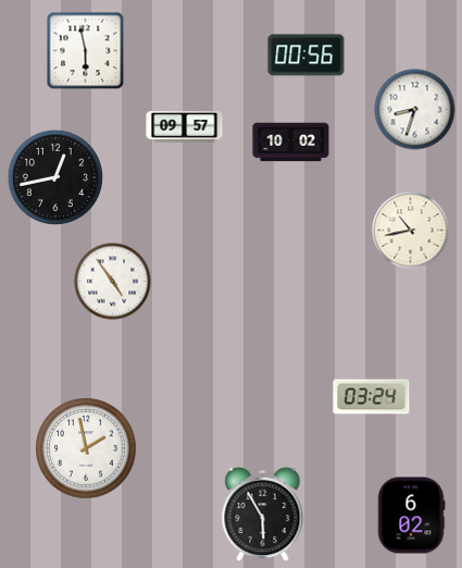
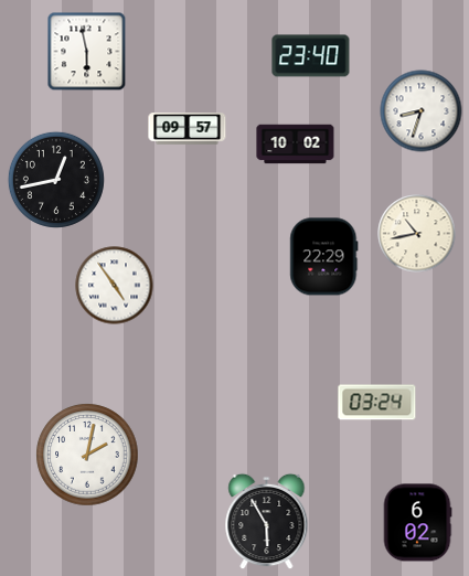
clock at (307, 55): 00:56 -> 23:40
clock at (324, 257): none -> 22:29
clock at (86, 448): 1:58 -> 2:02
